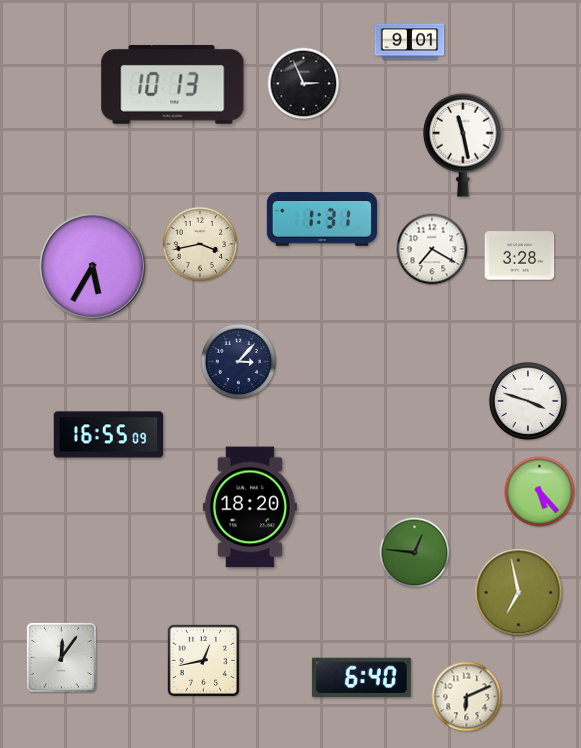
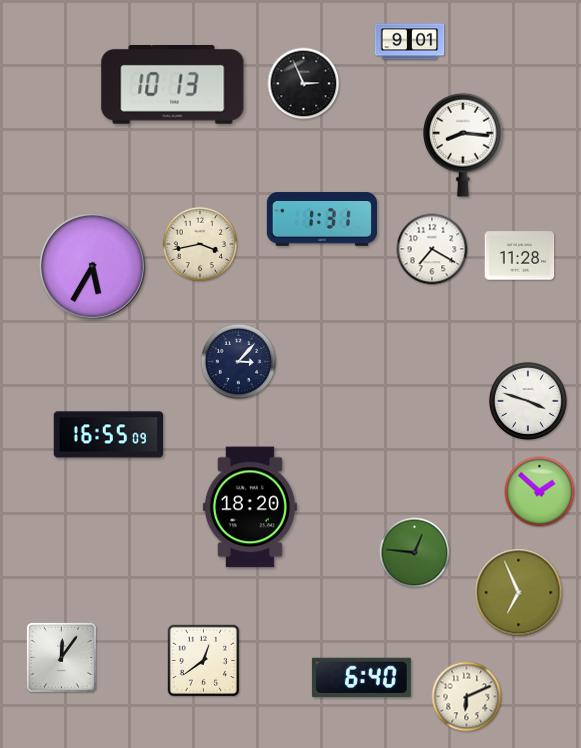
clock at (463, 145): 11:28 -> 8:16
clock at (520, 256): 3:28 -> 11:28
clock at (540, 492): 5:23 -> 1:52
clock at (519, 593): 6:58 -> 6:56
clock at (204, 661): 12:43 -> 12:39
